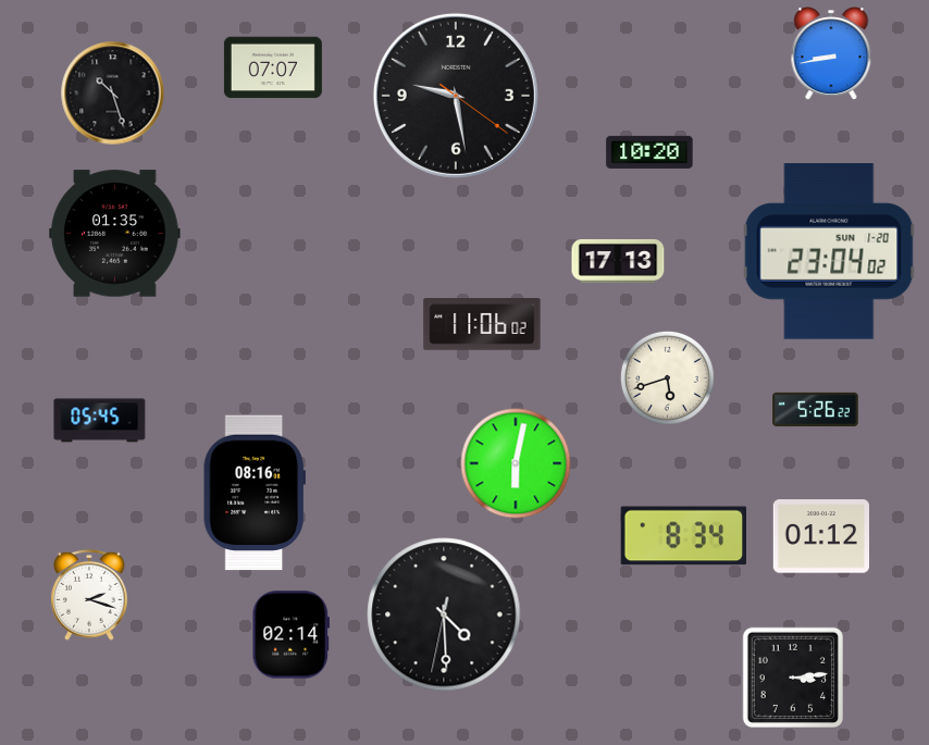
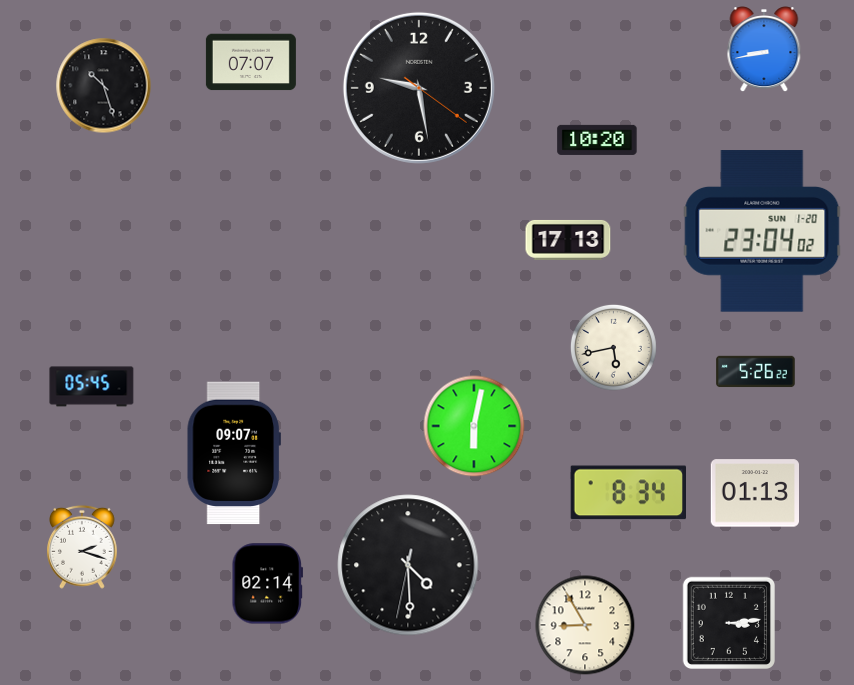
clock at (115, 234): 01:35 -> none
clock at (482, 325): 11:06 -> none
clock at (667, 377): 5:42 -> 5:43
clock at (816, 410) position: (816, 410) -> (756, 372)
clock at (255, 493): 08:16 -> 09:07
clock at (820, 536): 01:12 -> 01:13
clock at (585, 625): none -> 8:55
